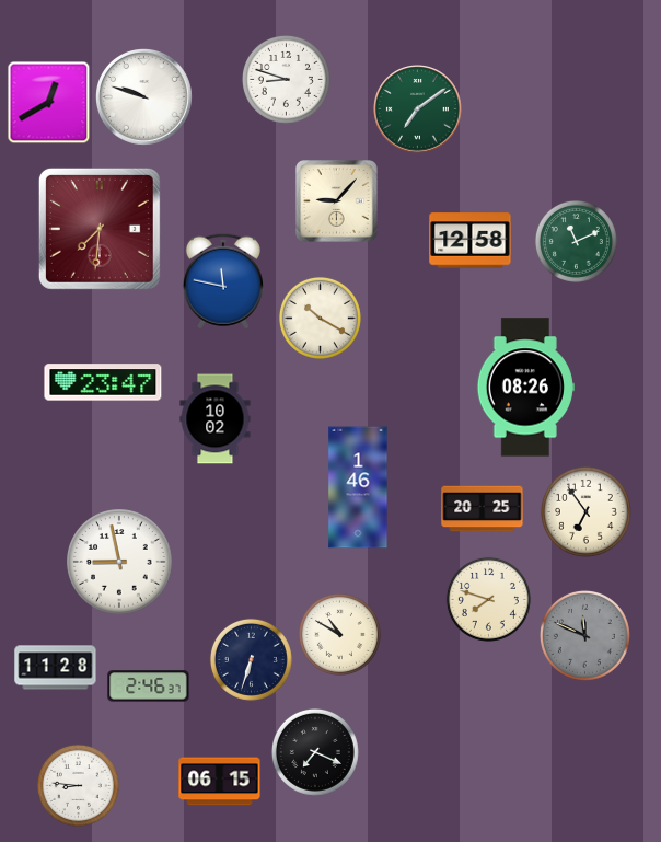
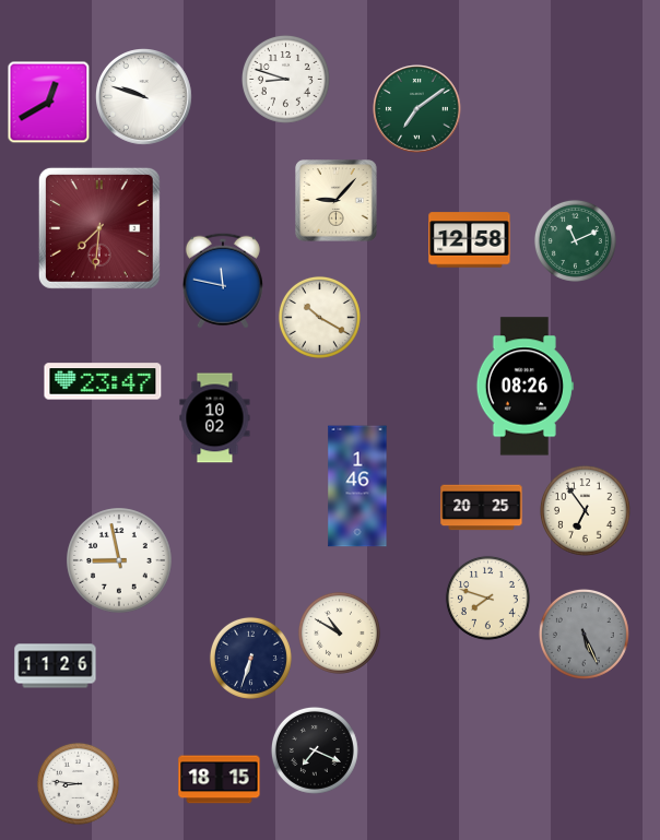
clock at (584, 635): 11:49 -> 5:26
clock at (56, 668): 11:28 -> 11:26
clock at (149, 687): 2:46 -> none
clock at (220, 782): 06:15 -> 18:15
